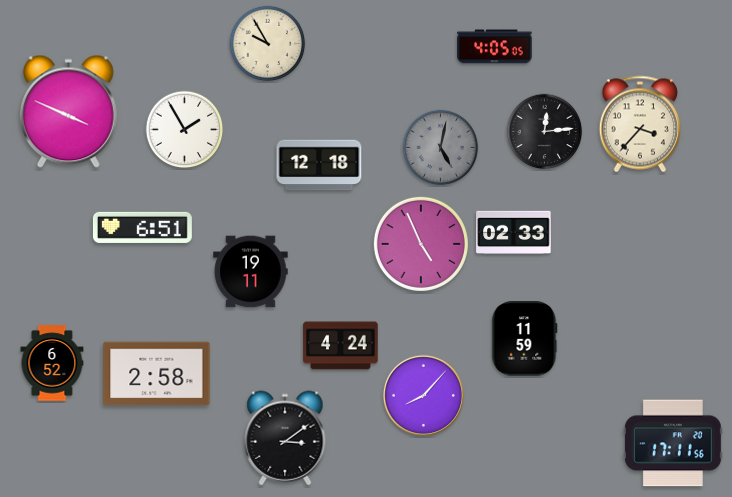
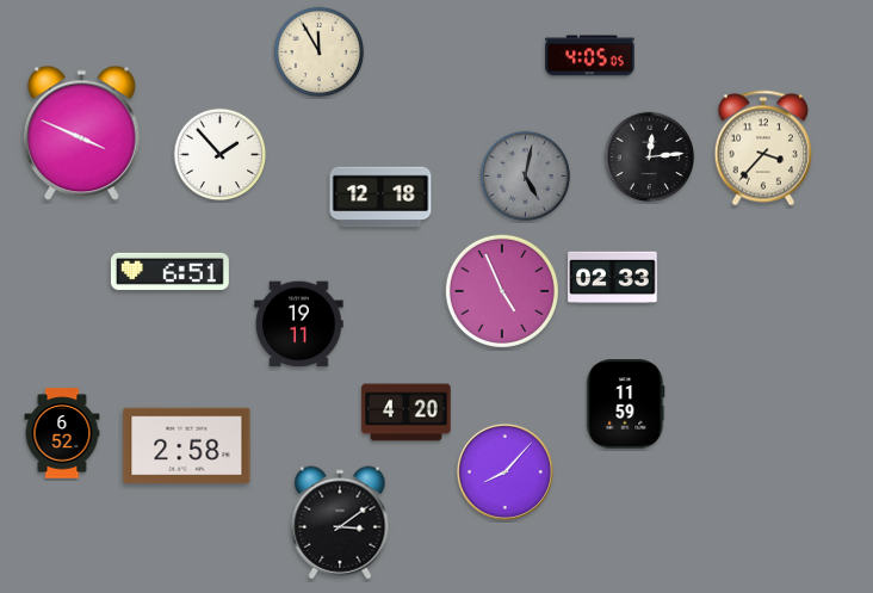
clock at (268, 44): 9:55 -> 11:55
clock at (185, 130): 1:55 -> 1:53
clock at (341, 346): 4:24 -> 4:20
clock at (673, 443): 17:11 -> none
